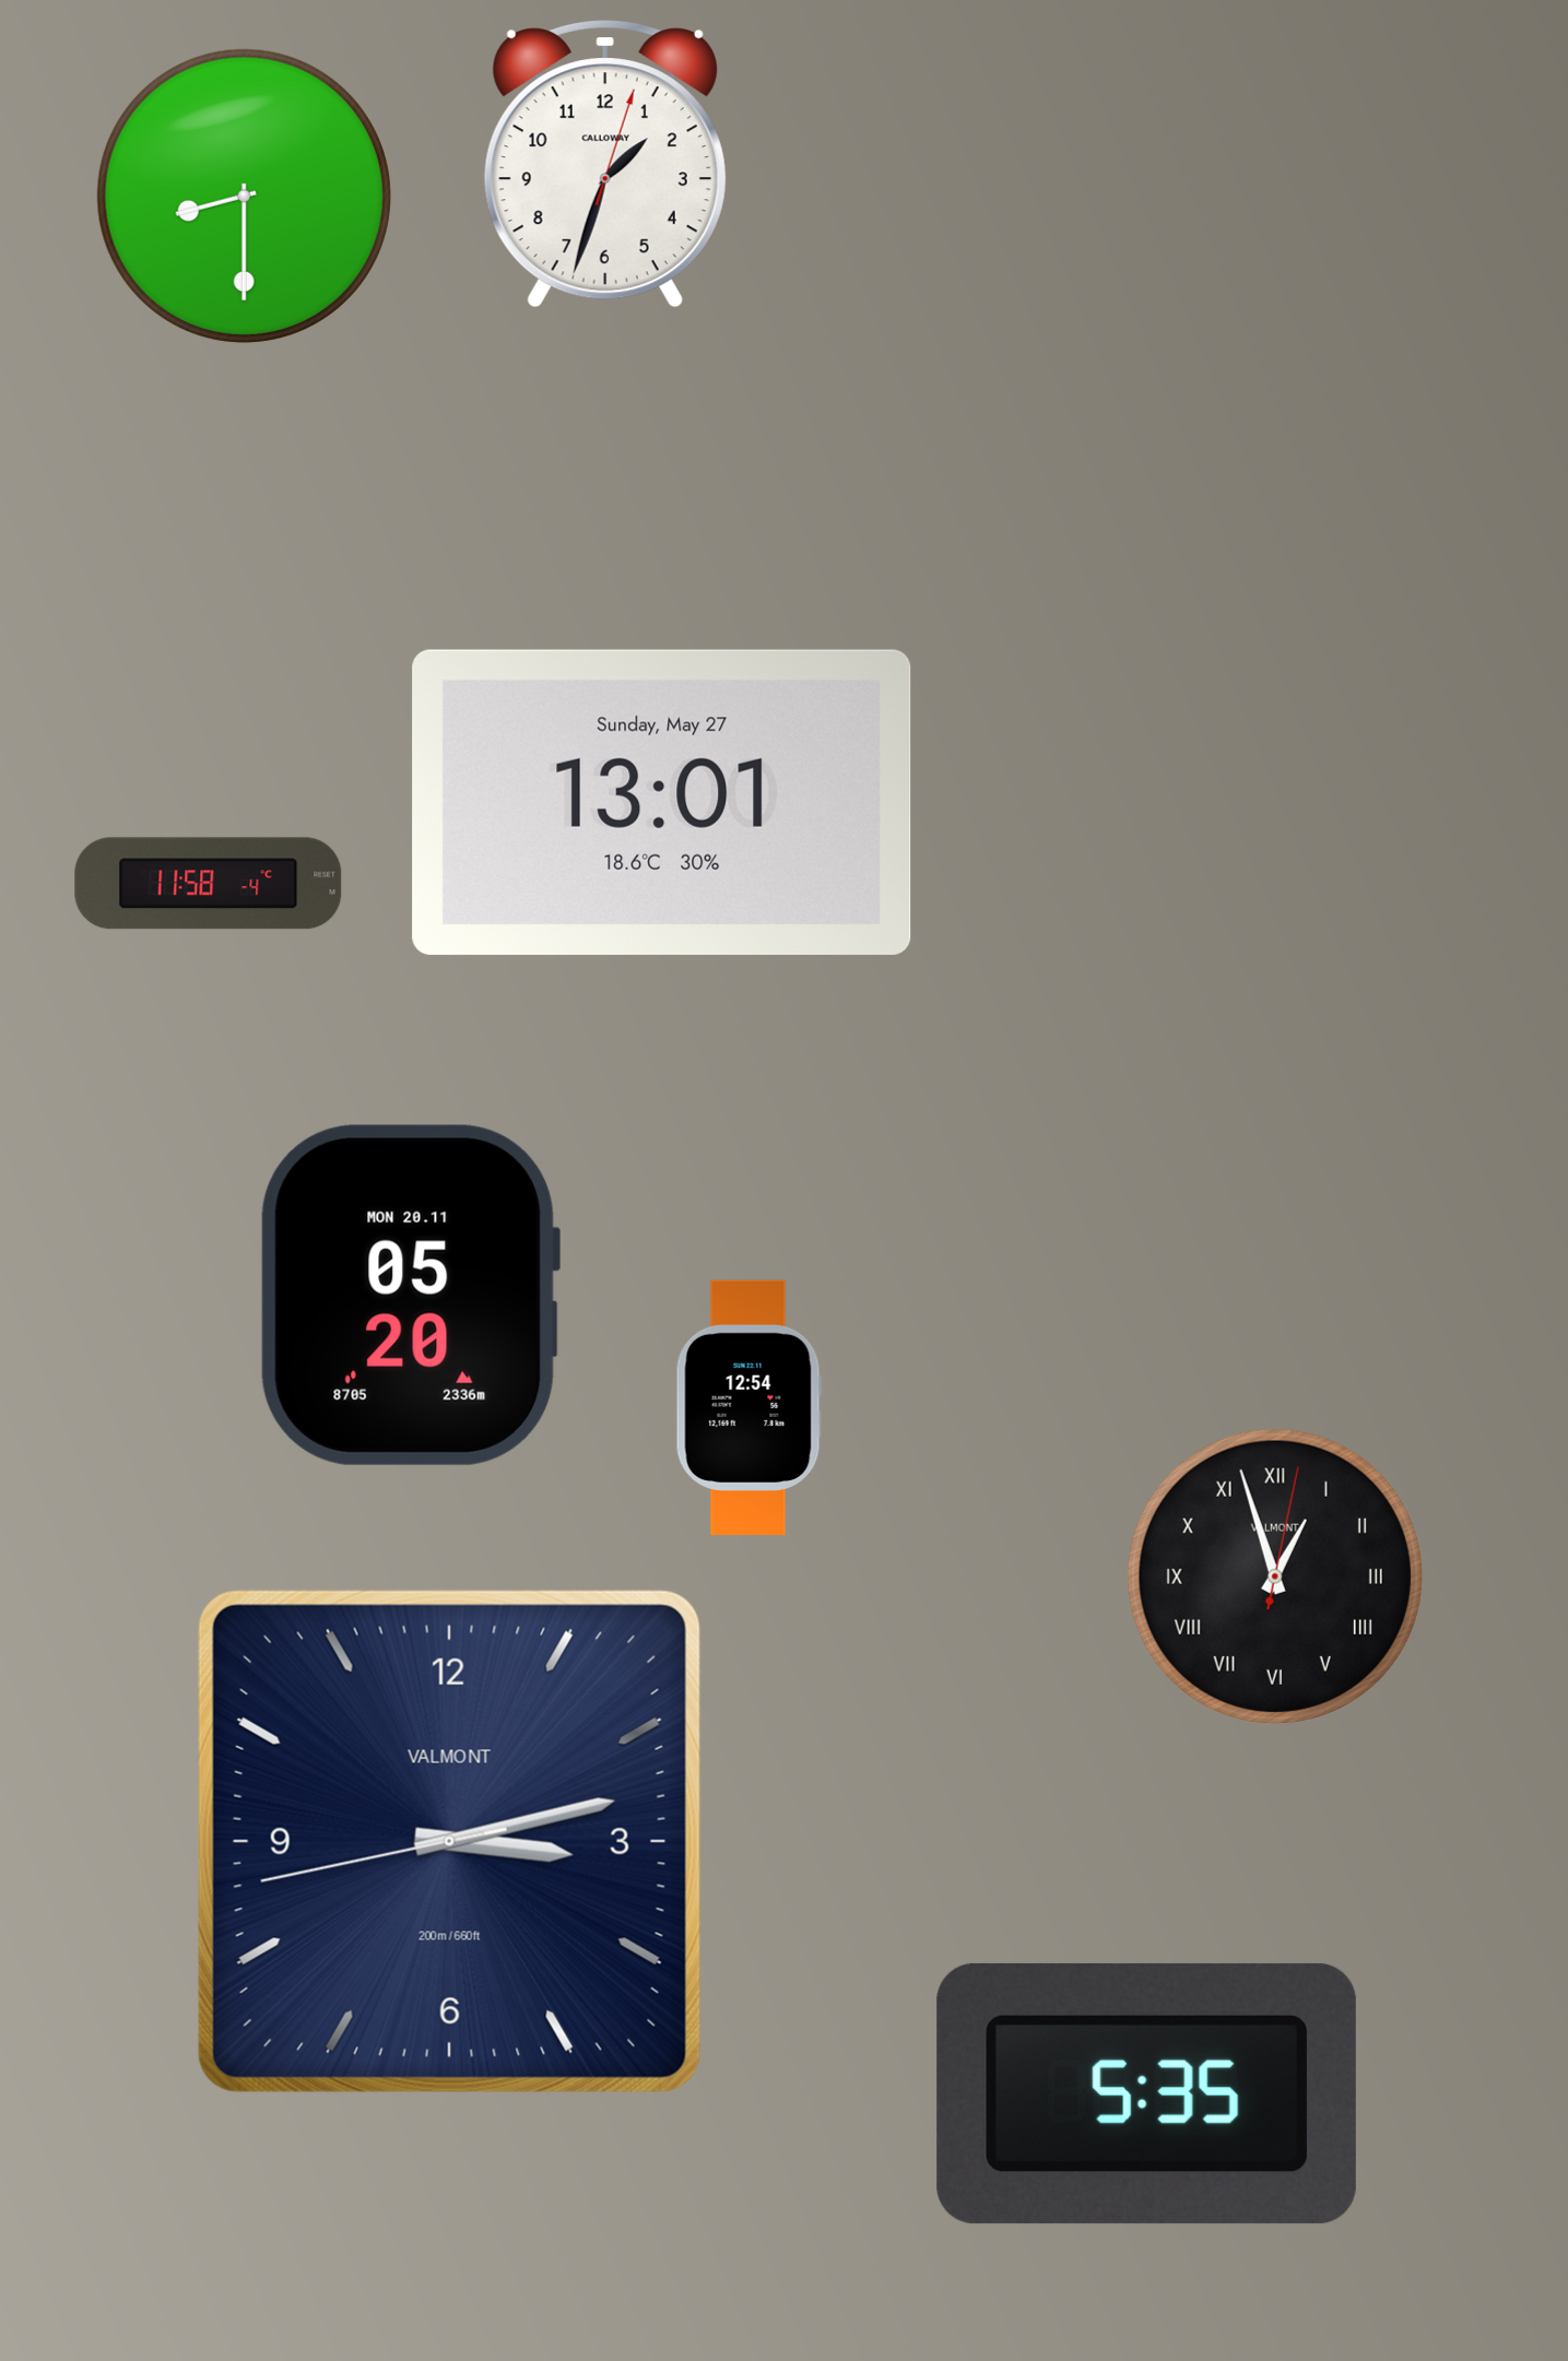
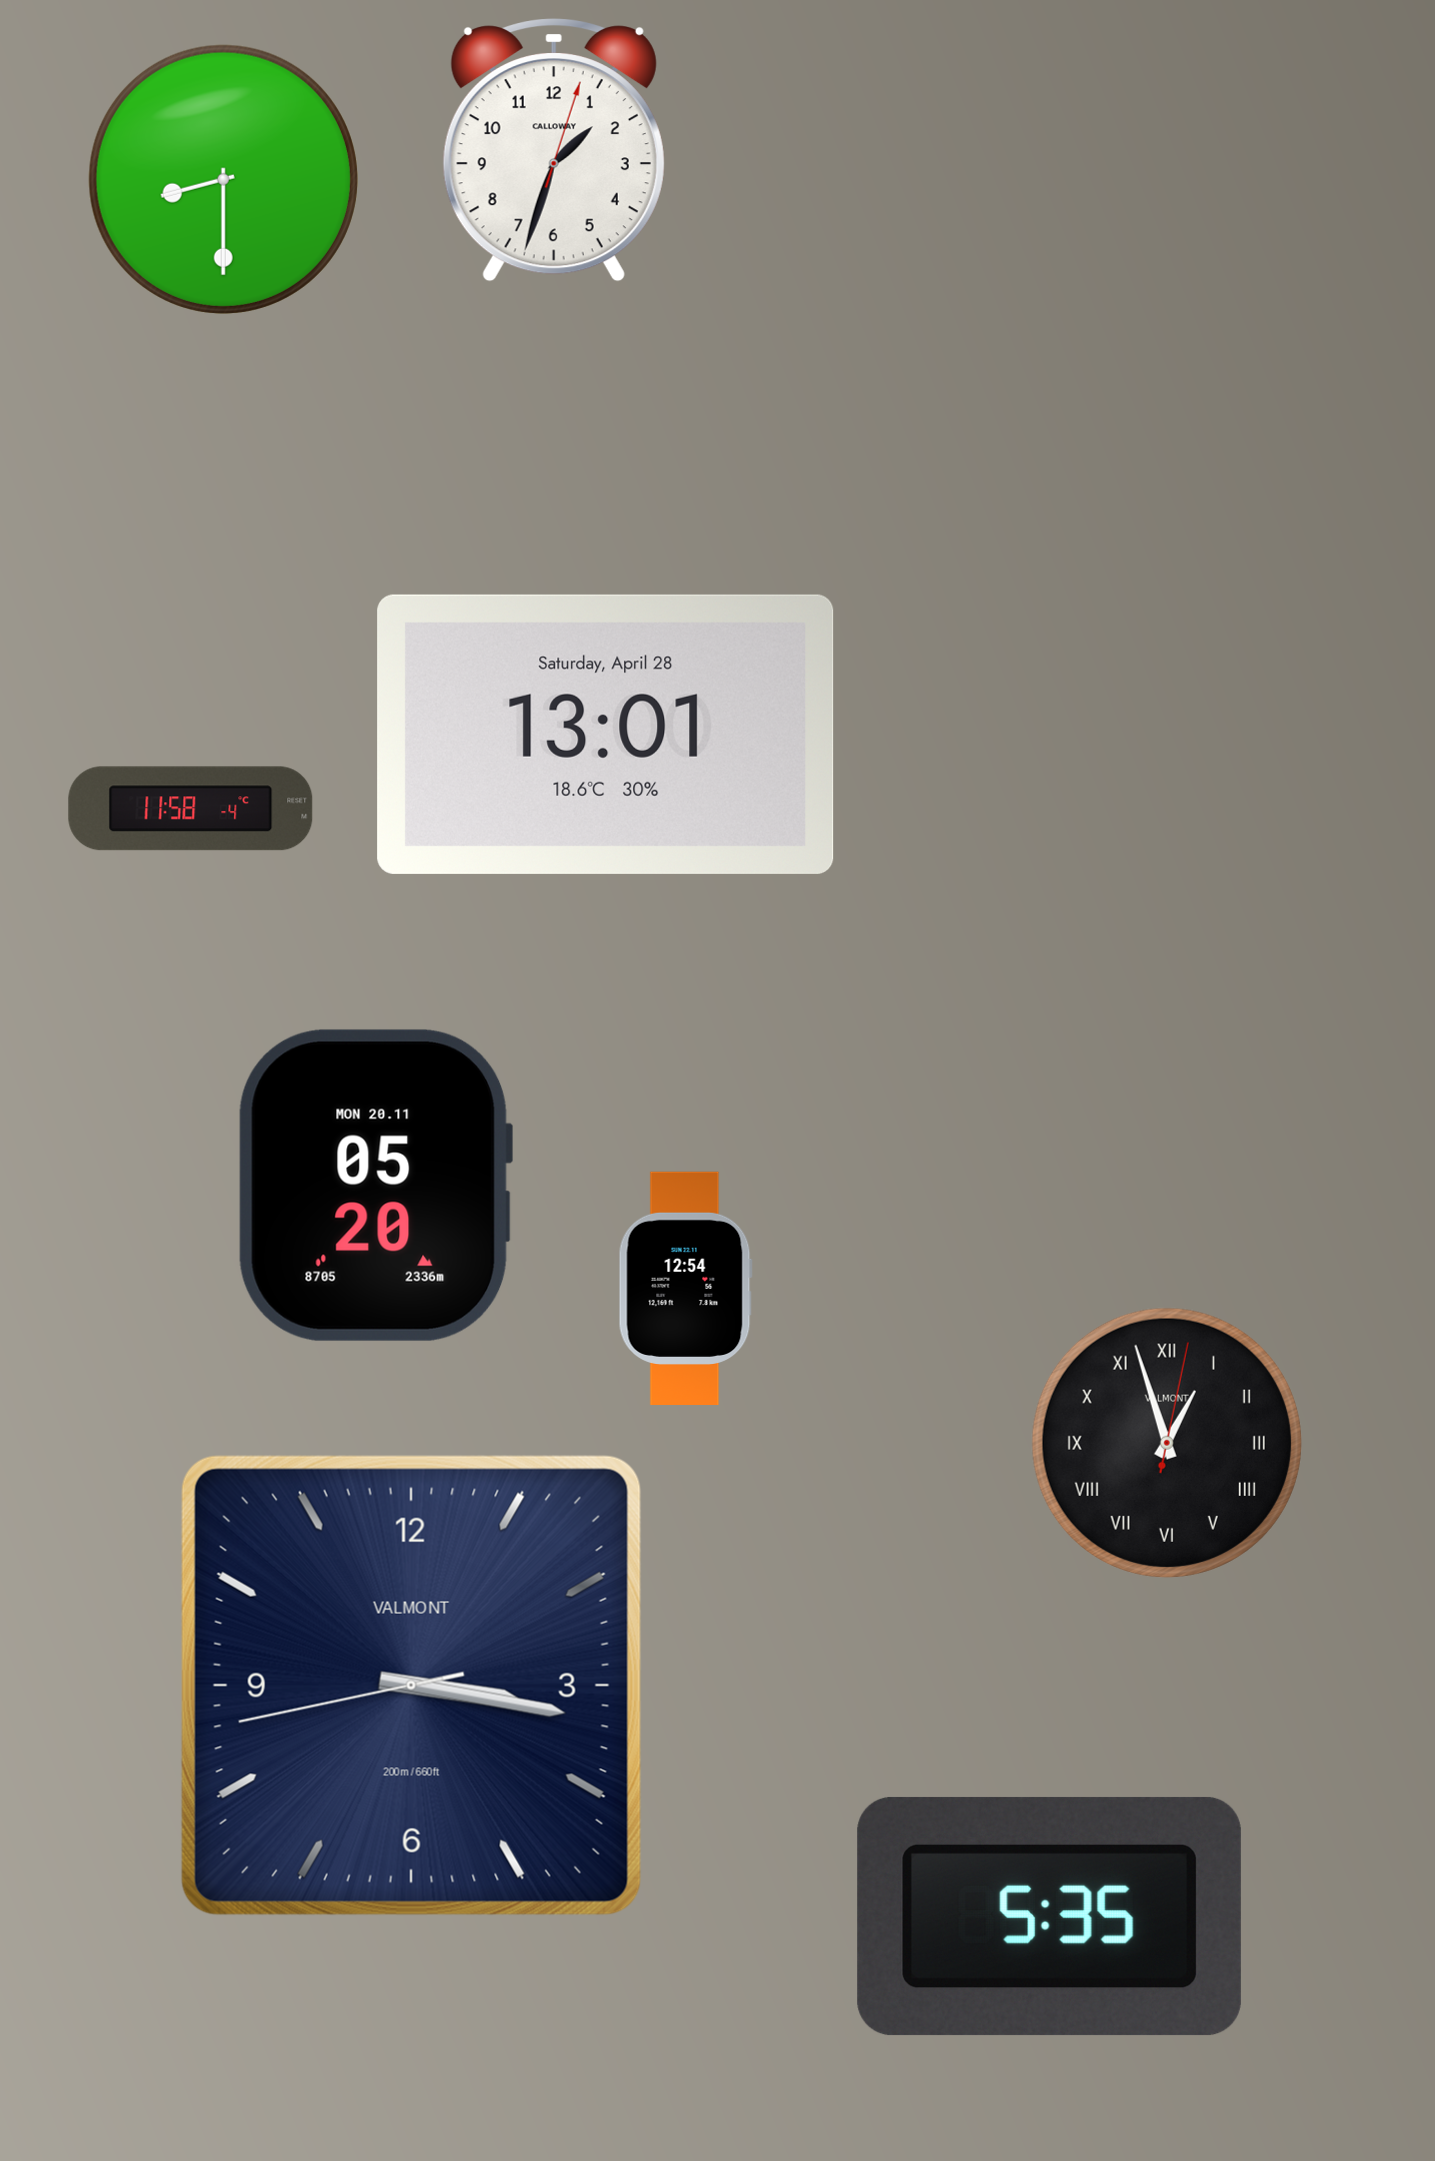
clock at (662, 802) date: Sunday, May 27 -> Saturday, April 28
clock at (449, 1841): 3:12 -> 3:16
